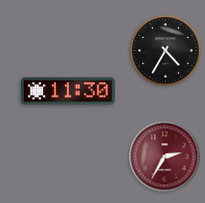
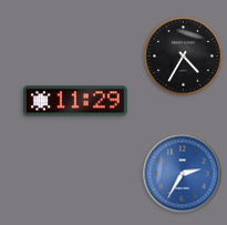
clock at (68, 91): 11:30 -> 11:29
clock at (165, 157) dial: burgundy -> blue
